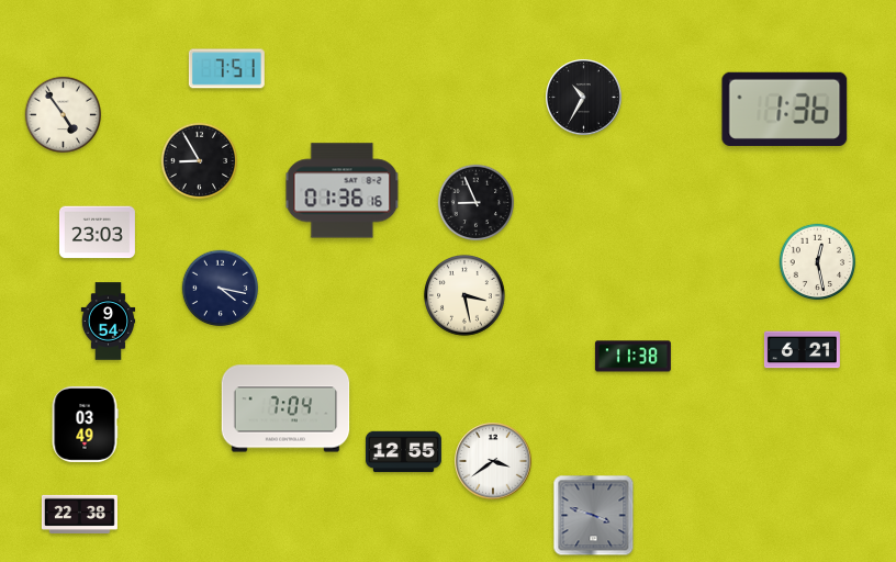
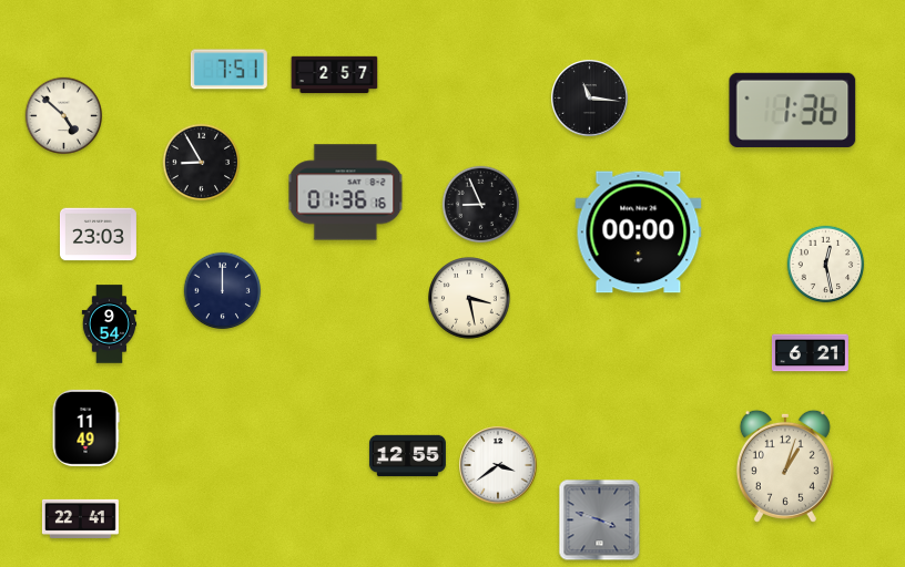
clock at (335, 75): none -> 2:57
clock at (584, 98): 10:35 -> 11:16
clock at (64, 115): 4:54 -> 4:52
clock at (639, 233): none -> 00:00
clock at (221, 289): 4:17 -> 12:00
clock at (632, 357): 11:38 -> none
clock at (285, 408): 7:04 -> none
clock at (85, 424): 03:49 -> 11:49
clock at (785, 466): none -> 1:03
clock at (79, 514): 22:38 -> 22:41
